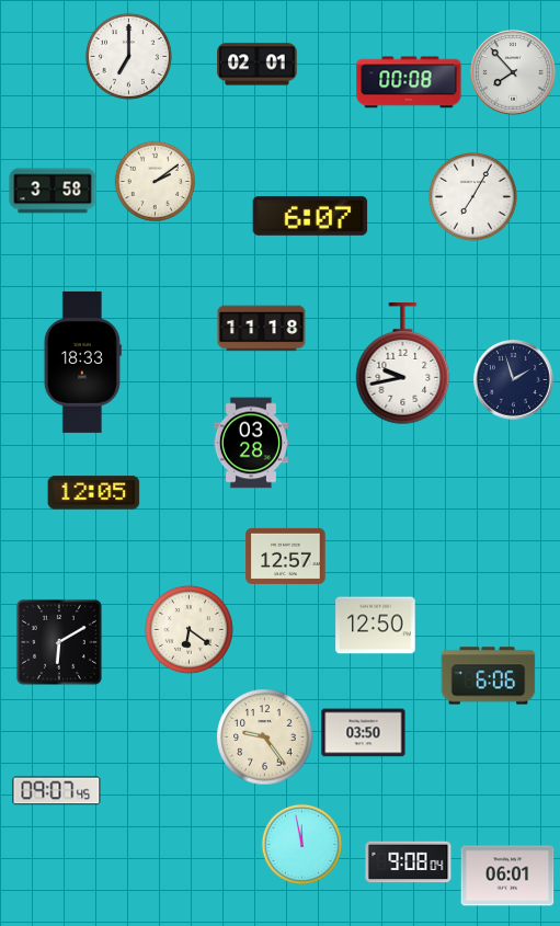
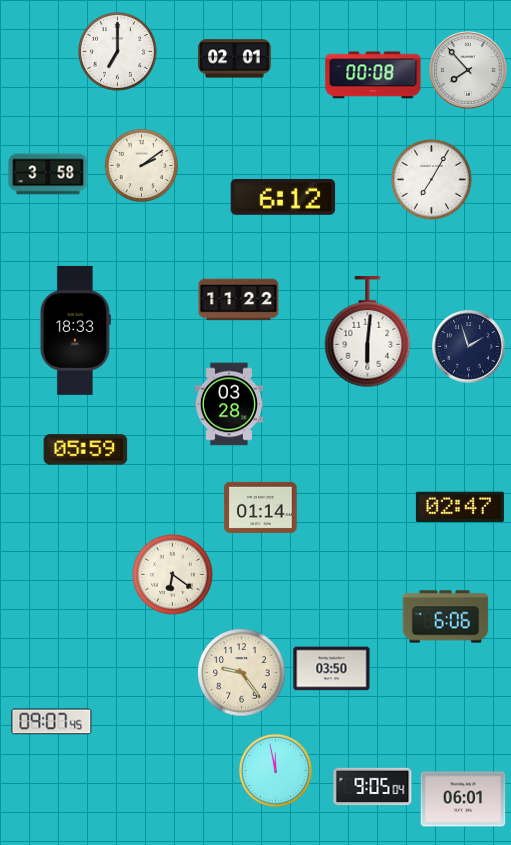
clock at (513, 72) position: (513, 72) -> (468, 70)
clock at (310, 216): 6:07 -> 6:12
clock at (262, 329): 11:18 -> 11:22
clock at (403, 365): 9:43 -> 6:01
clock at (94, 493): 12:05 -> 05:59
clock at (286, 556): 12:57 -> 01:14
clock at (460, 507): none -> 02:47
clock at (376, 626): 12:50 -> none
clock at (59, 642): 6:10 -> none
clock at (409, 862): 9:08 -> 9:05
